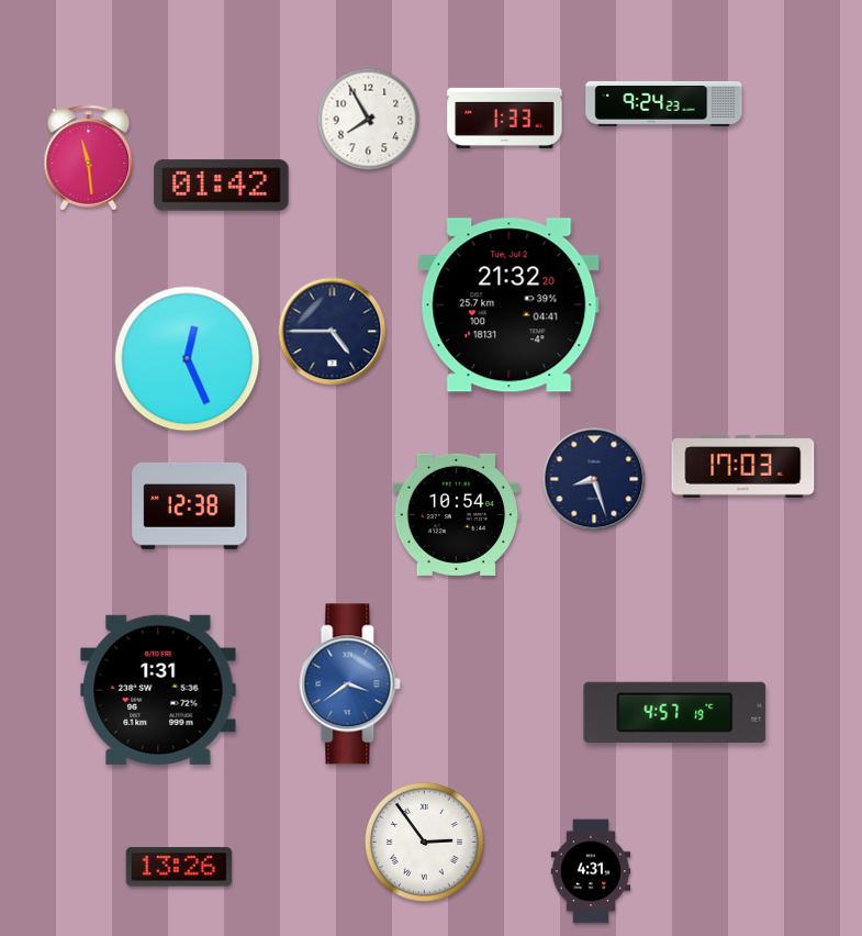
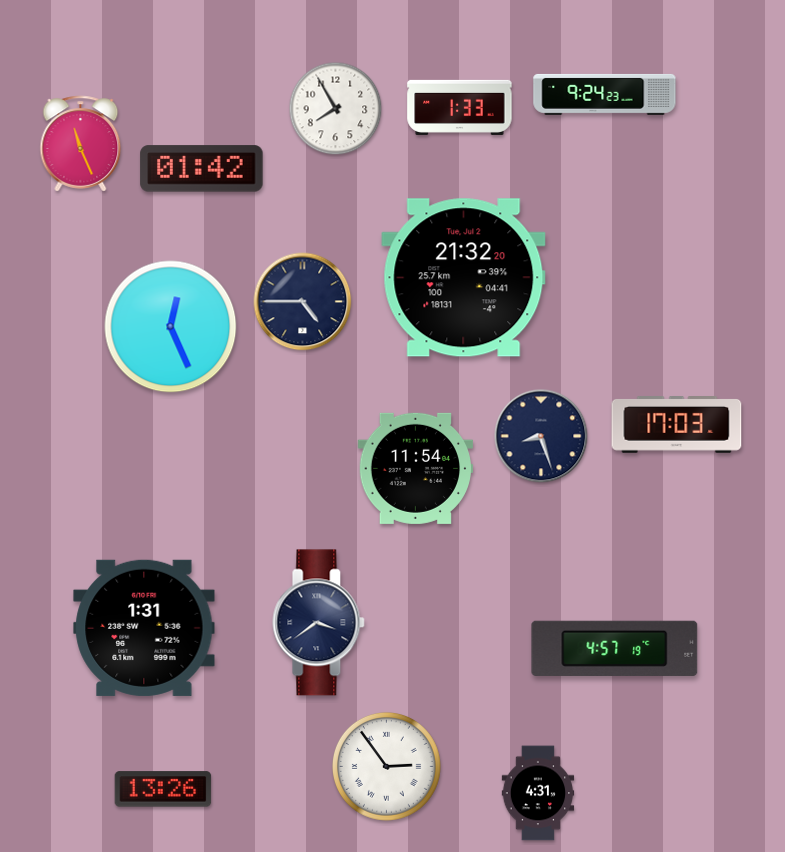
clock at (89, 158): 11:29 -> 11:26
clock at (190, 505): 12:38 -> none
clock at (457, 514): 10:54 -> 11:54
clock at (350, 684) dial: blue -> navy
